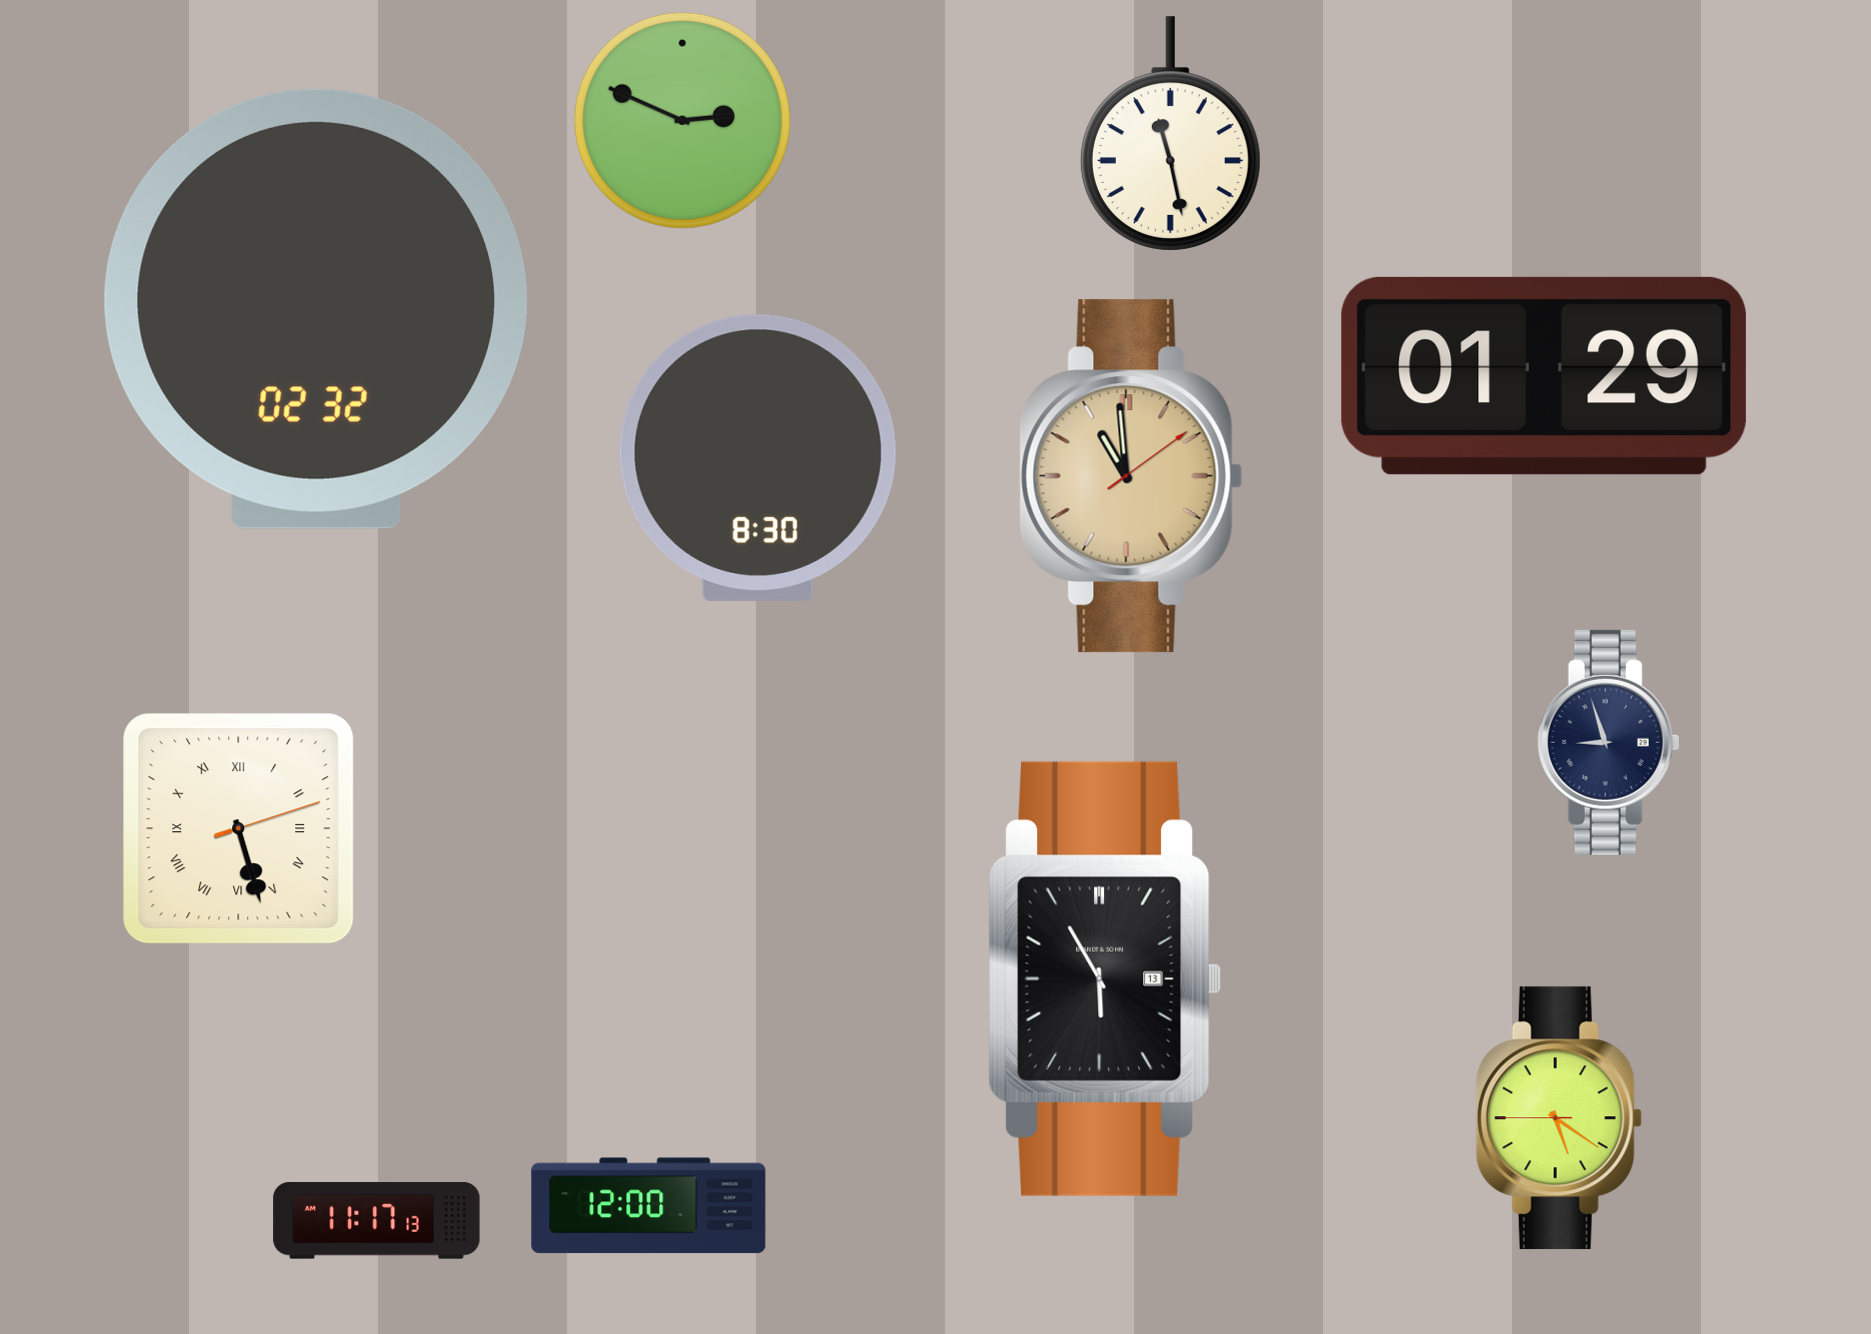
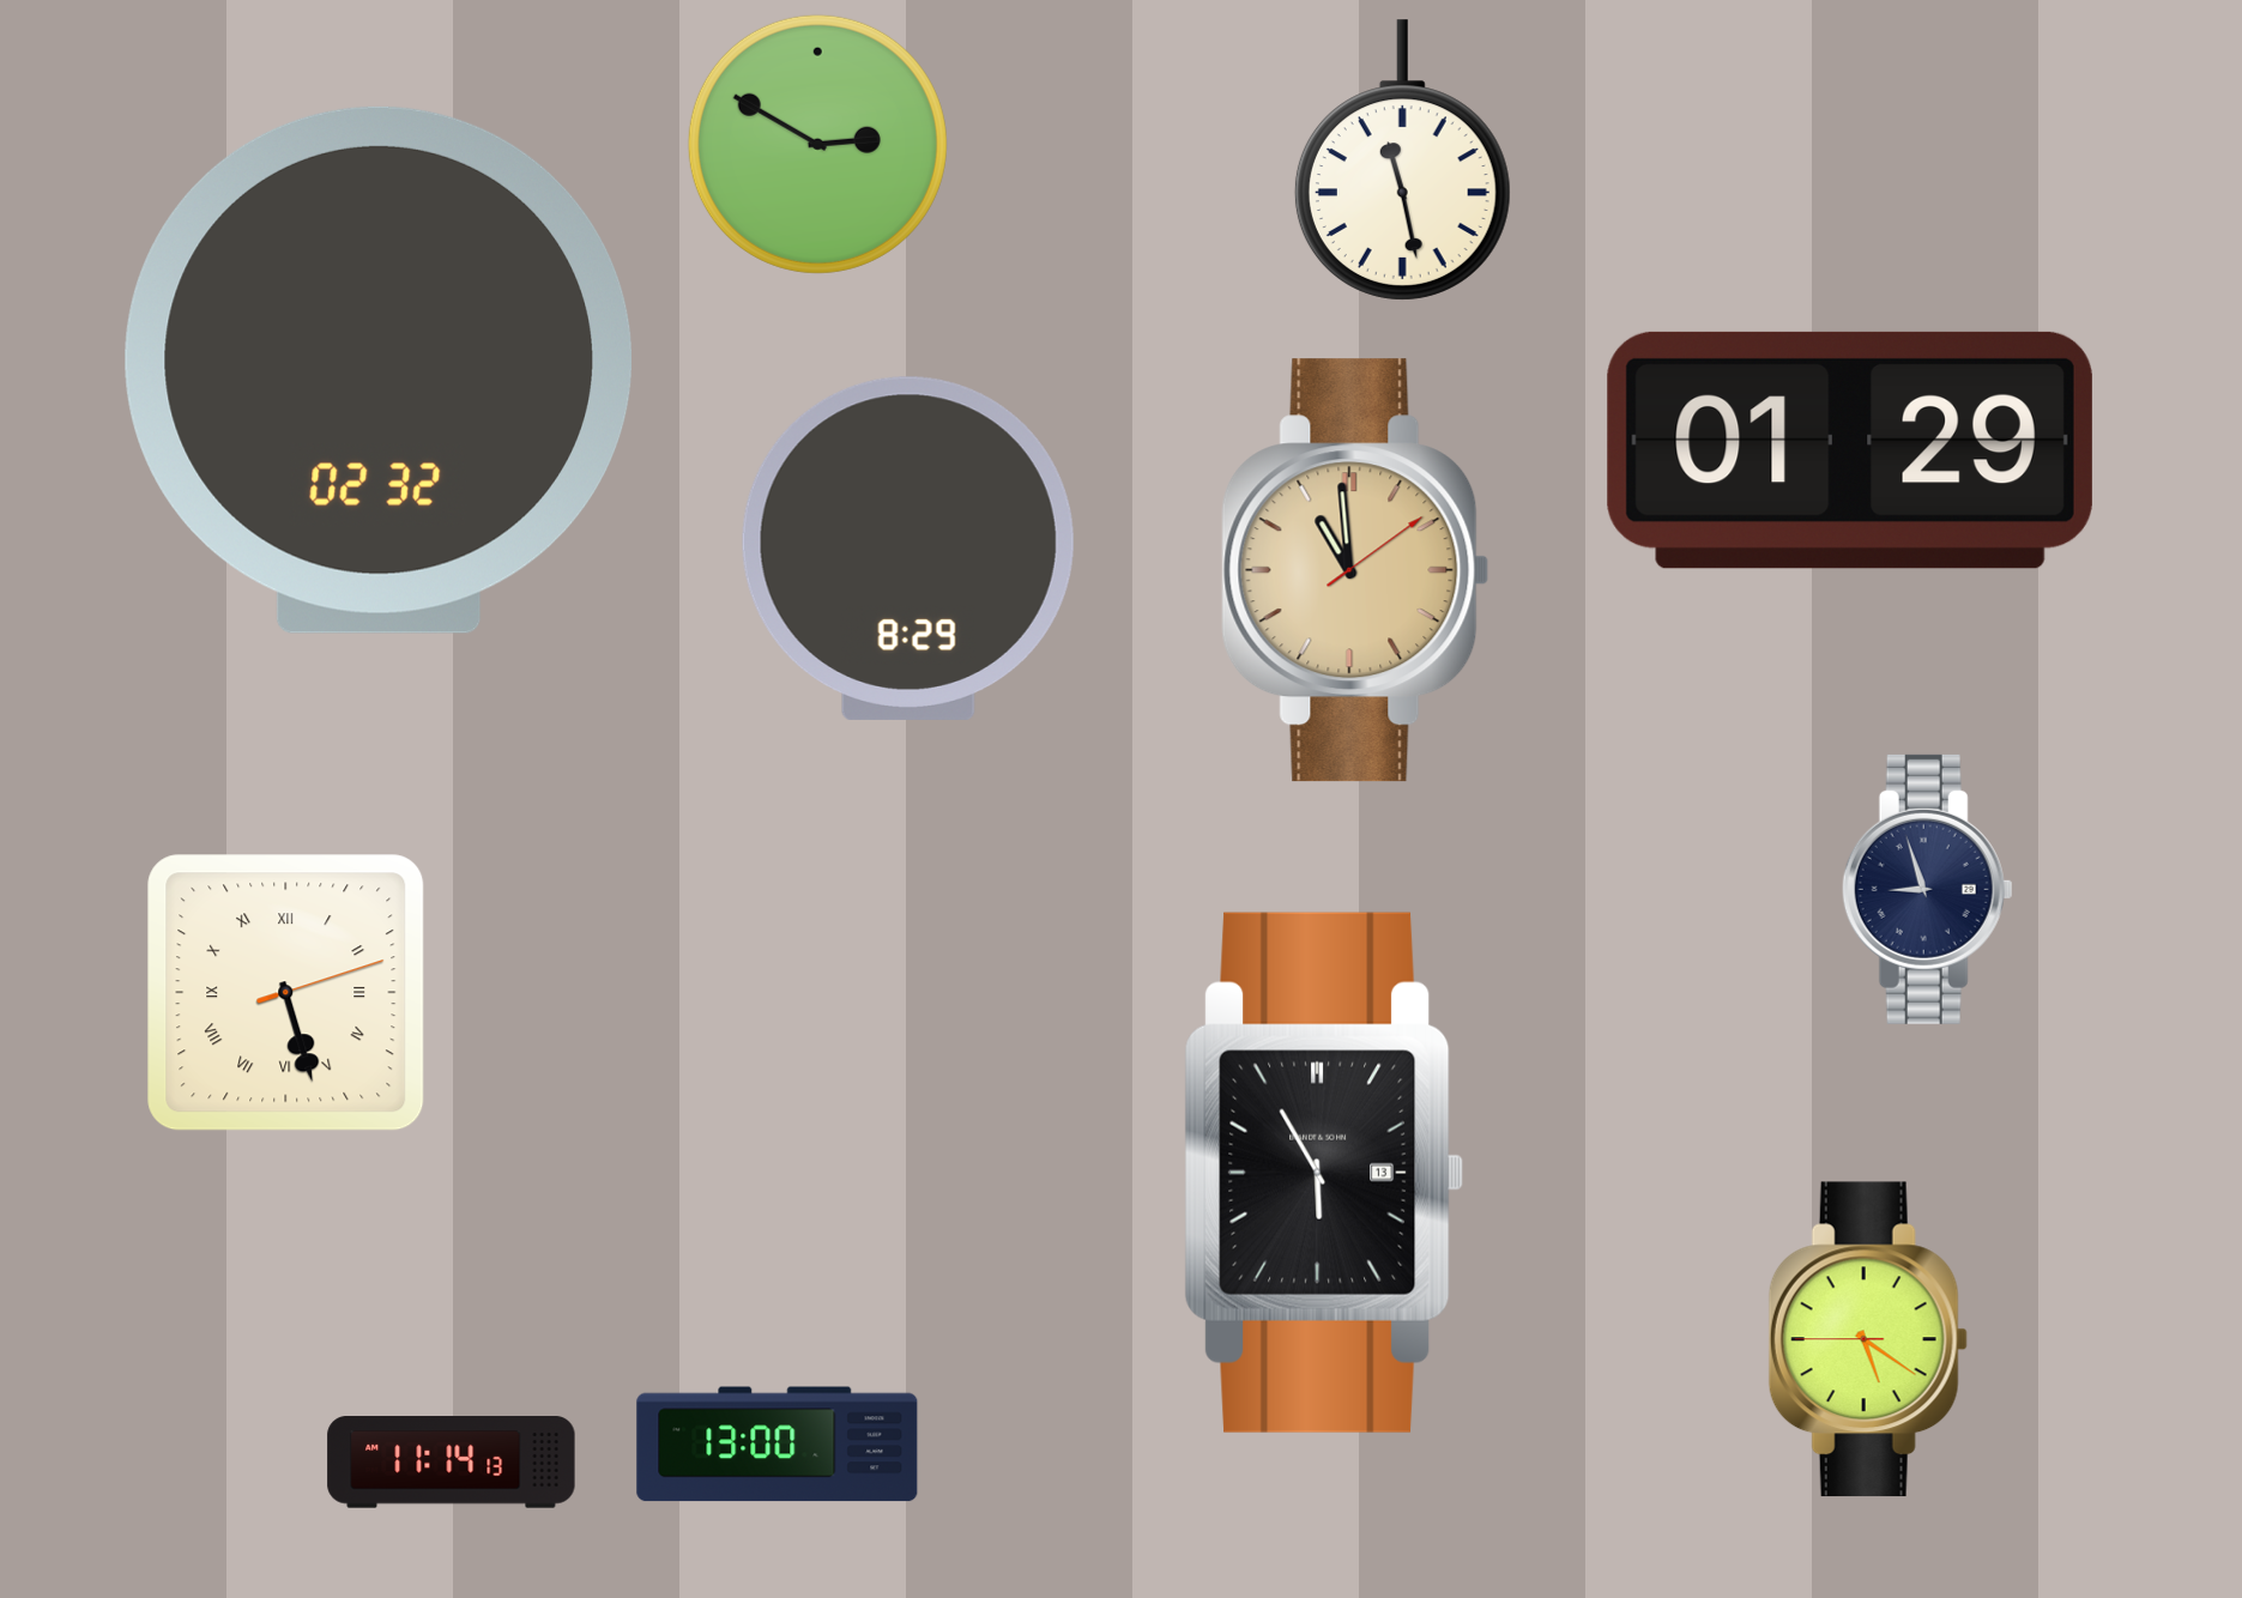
clock at (682, 120): 2:49 -> 2:50
clock at (758, 458): 8:30 -> 8:29
clock at (649, 1206): 12:00 -> 13:00
clock at (377, 1221): 11:17 -> 11:14
